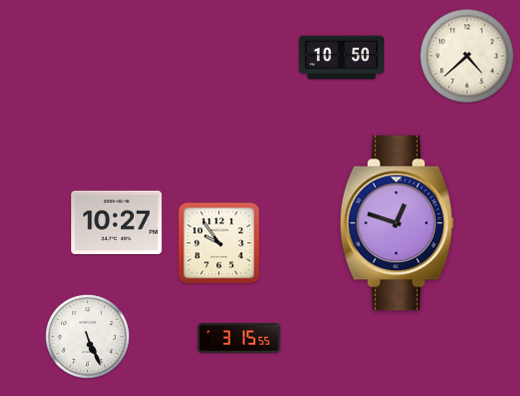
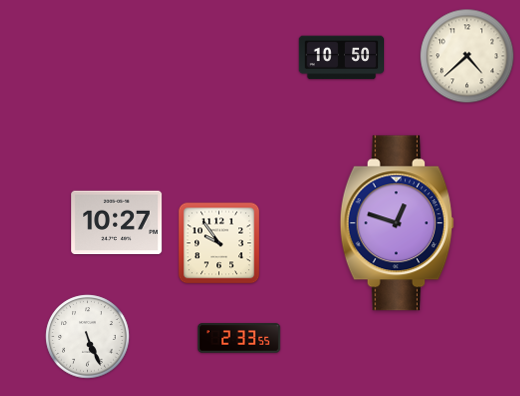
clock at (239, 338): 3:15 -> 2:33
